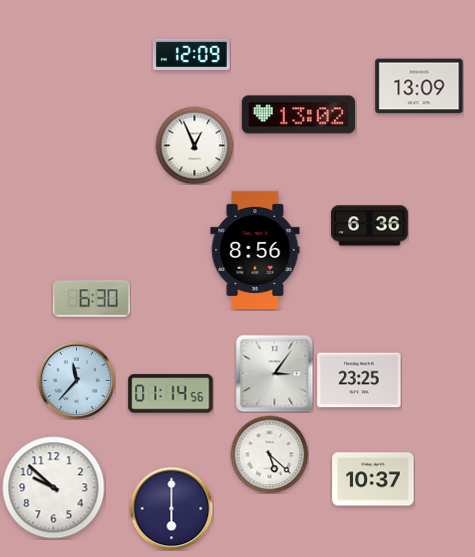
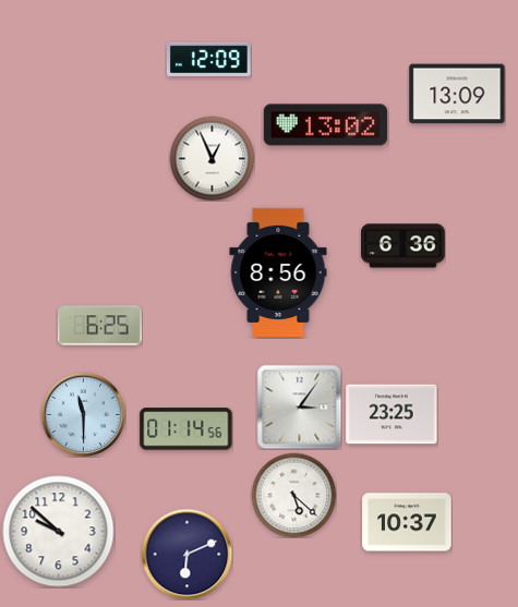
clock at (92, 299): 6:30 -> 6:25
clock at (76, 380): 11:37 -> 11:30
clock at (171, 508): 6:00 -> 6:11
